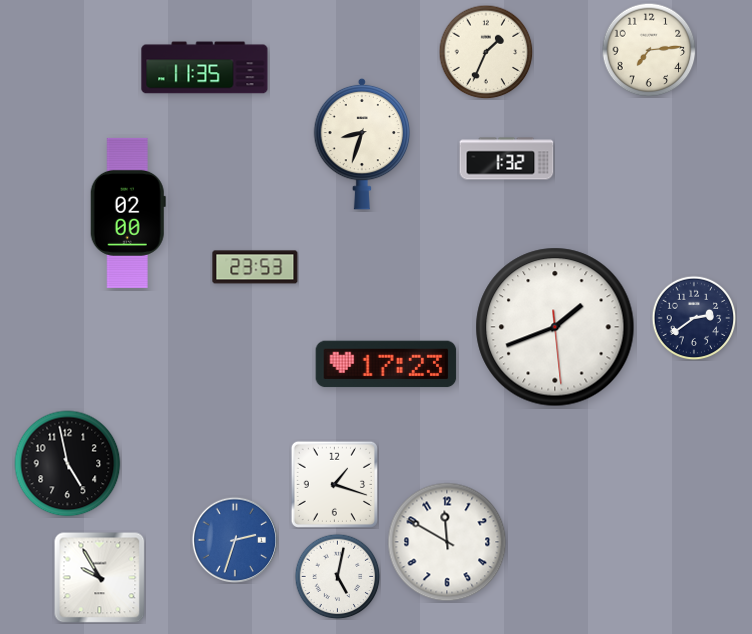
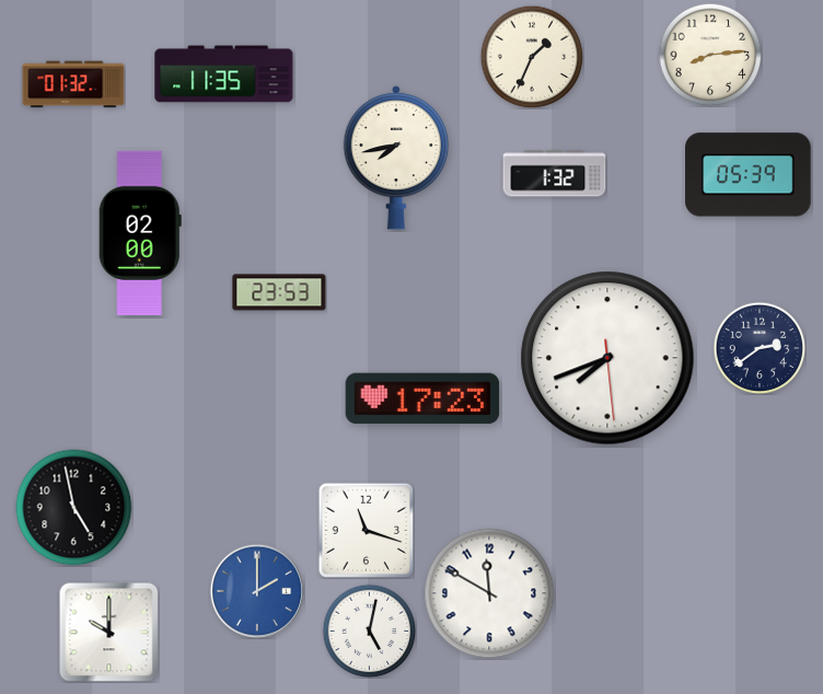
clock at (649, 50): 7:14 -> 8:14
clock at (73, 84): none -> 01:32
clock at (362, 144): 8:33 -> 7:43
clock at (749, 175): none -> 05:39
clock at (555, 327): 1:41 -> 7:41
clock at (334, 484): 1:18 -> 11:18
clock at (235, 540): 2:33 -> 2:00
clock at (99, 577): 9:55 -> 10:00
